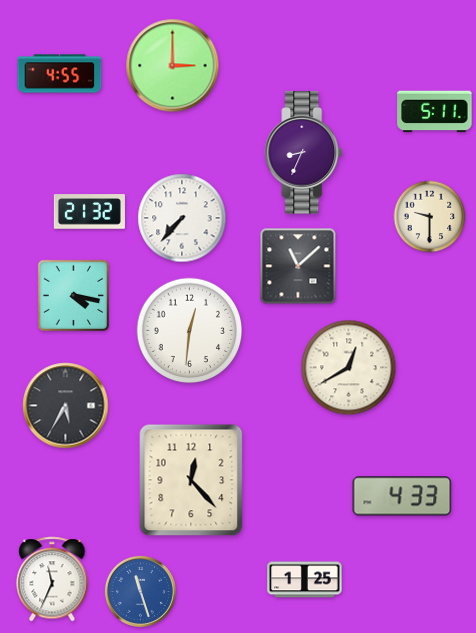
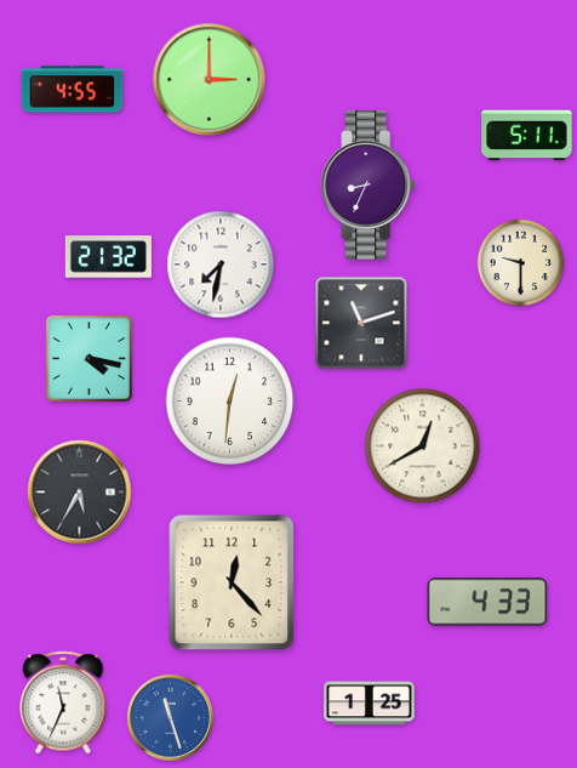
clock at (182, 218): 7:37 -> 7:32
clock at (298, 266): 11:08 -> 11:12
